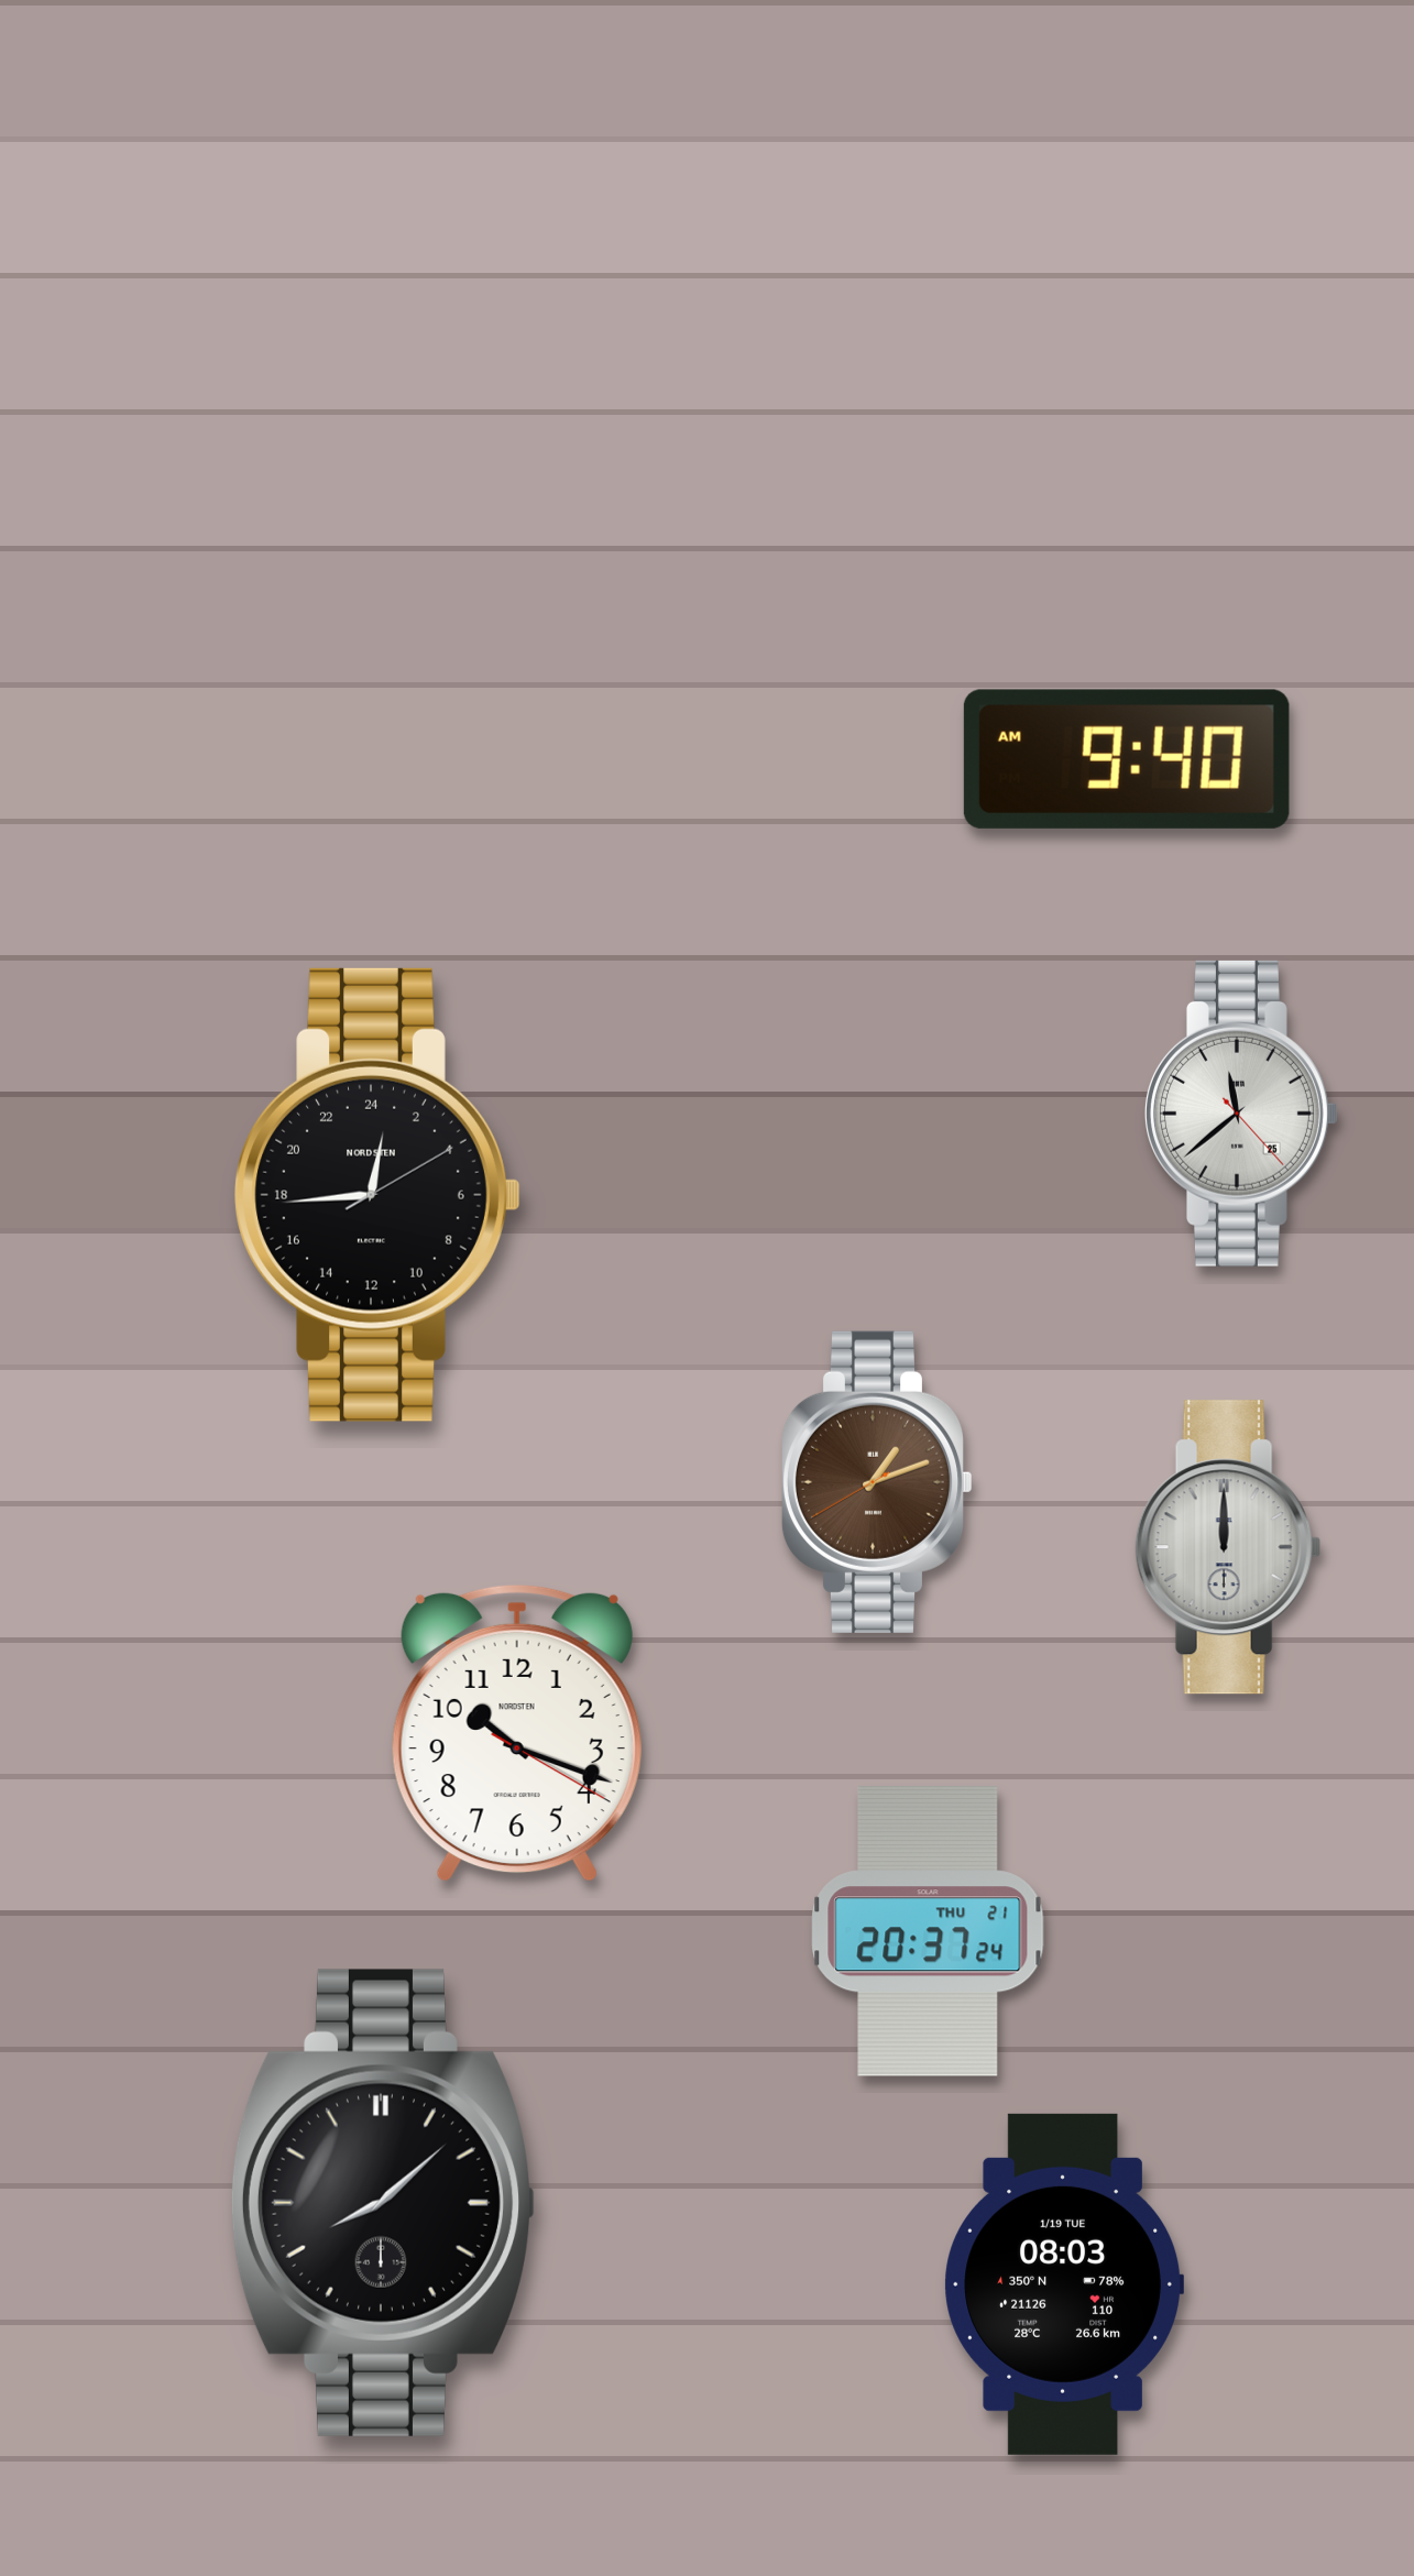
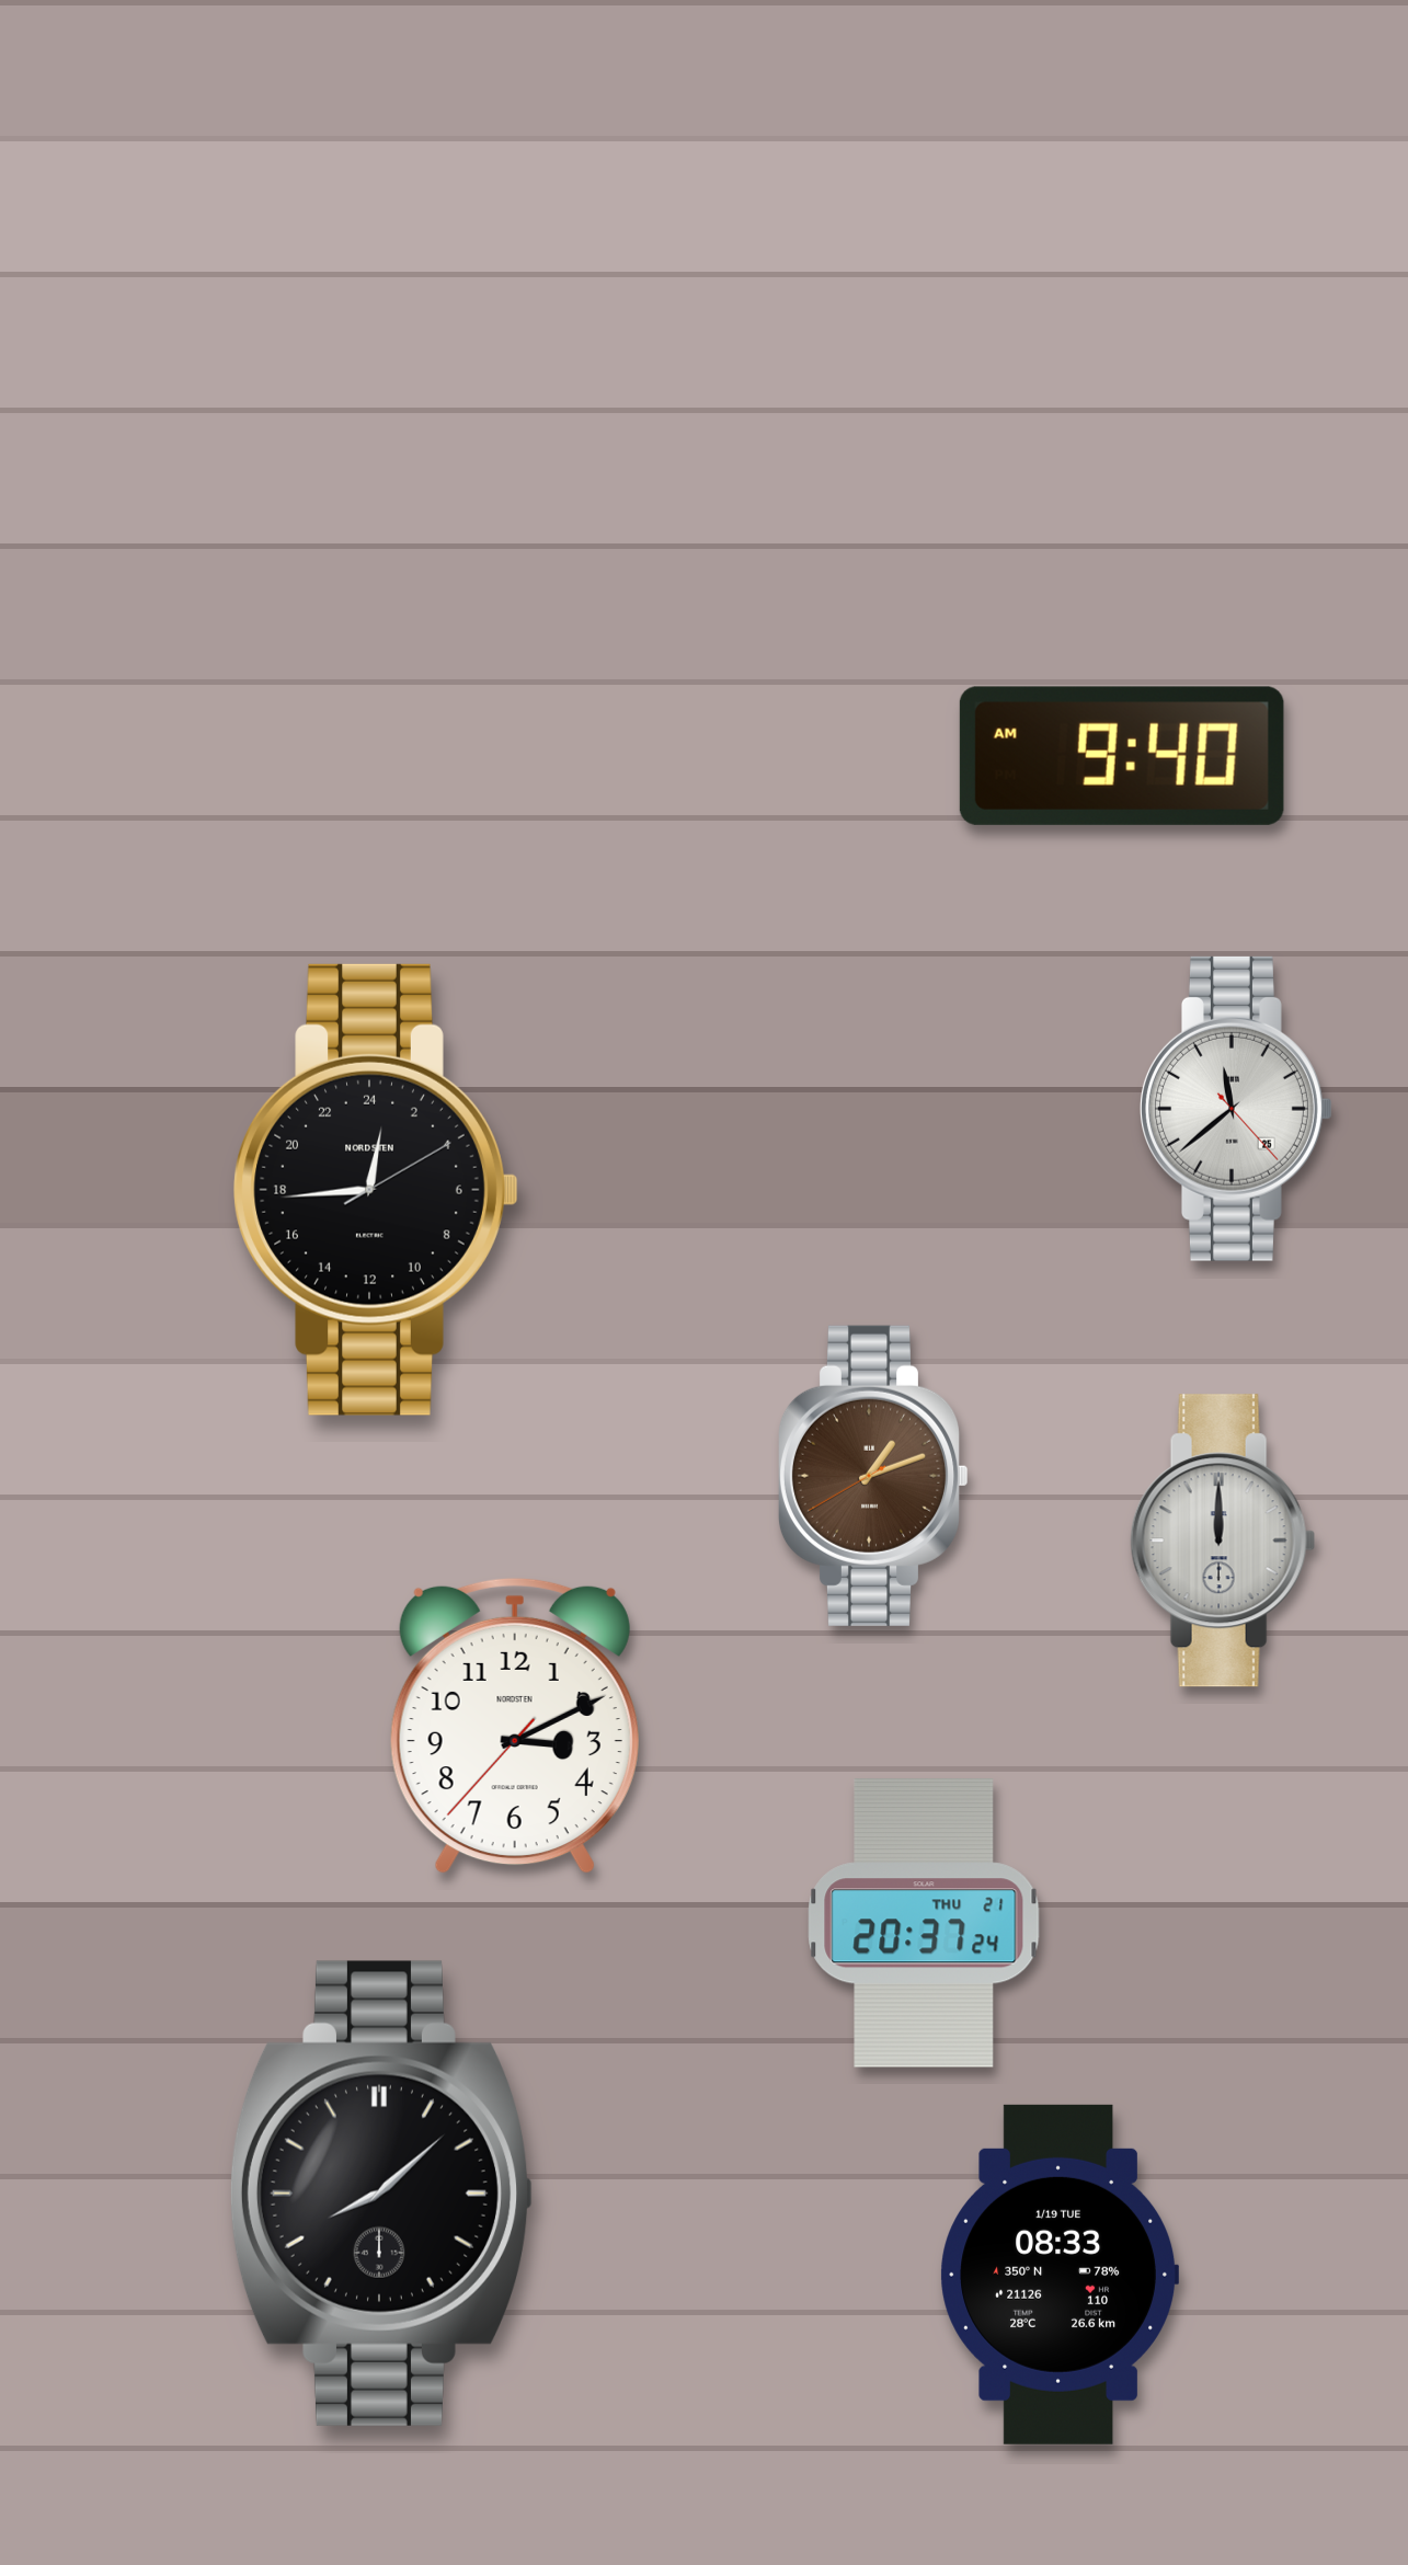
clock at (517, 1733): 10:18 -> 3:10
clock at (1063, 2284): 08:03 -> 08:33
